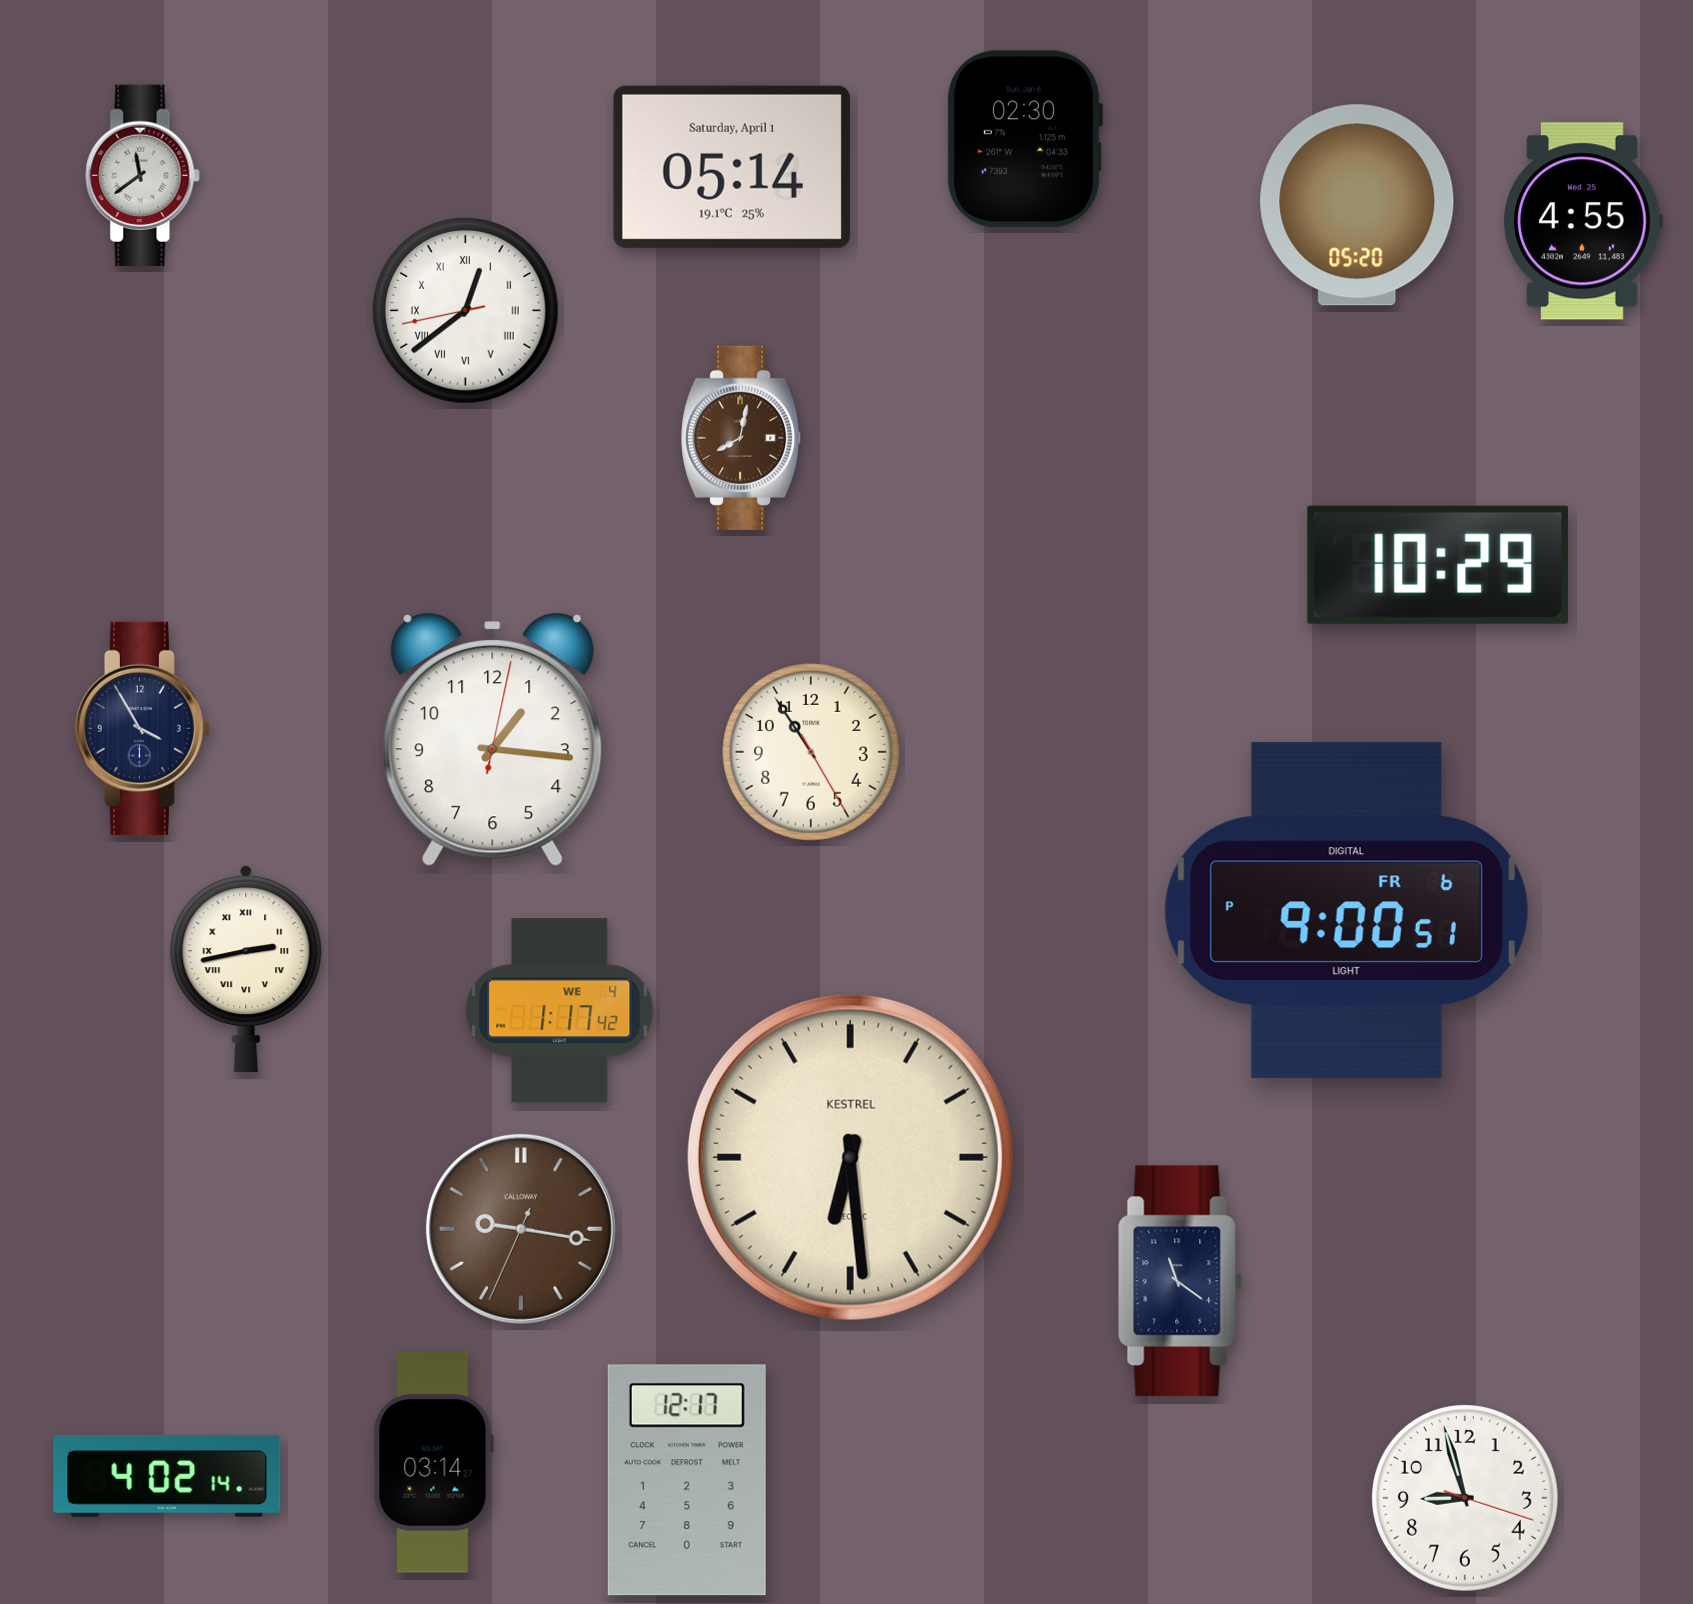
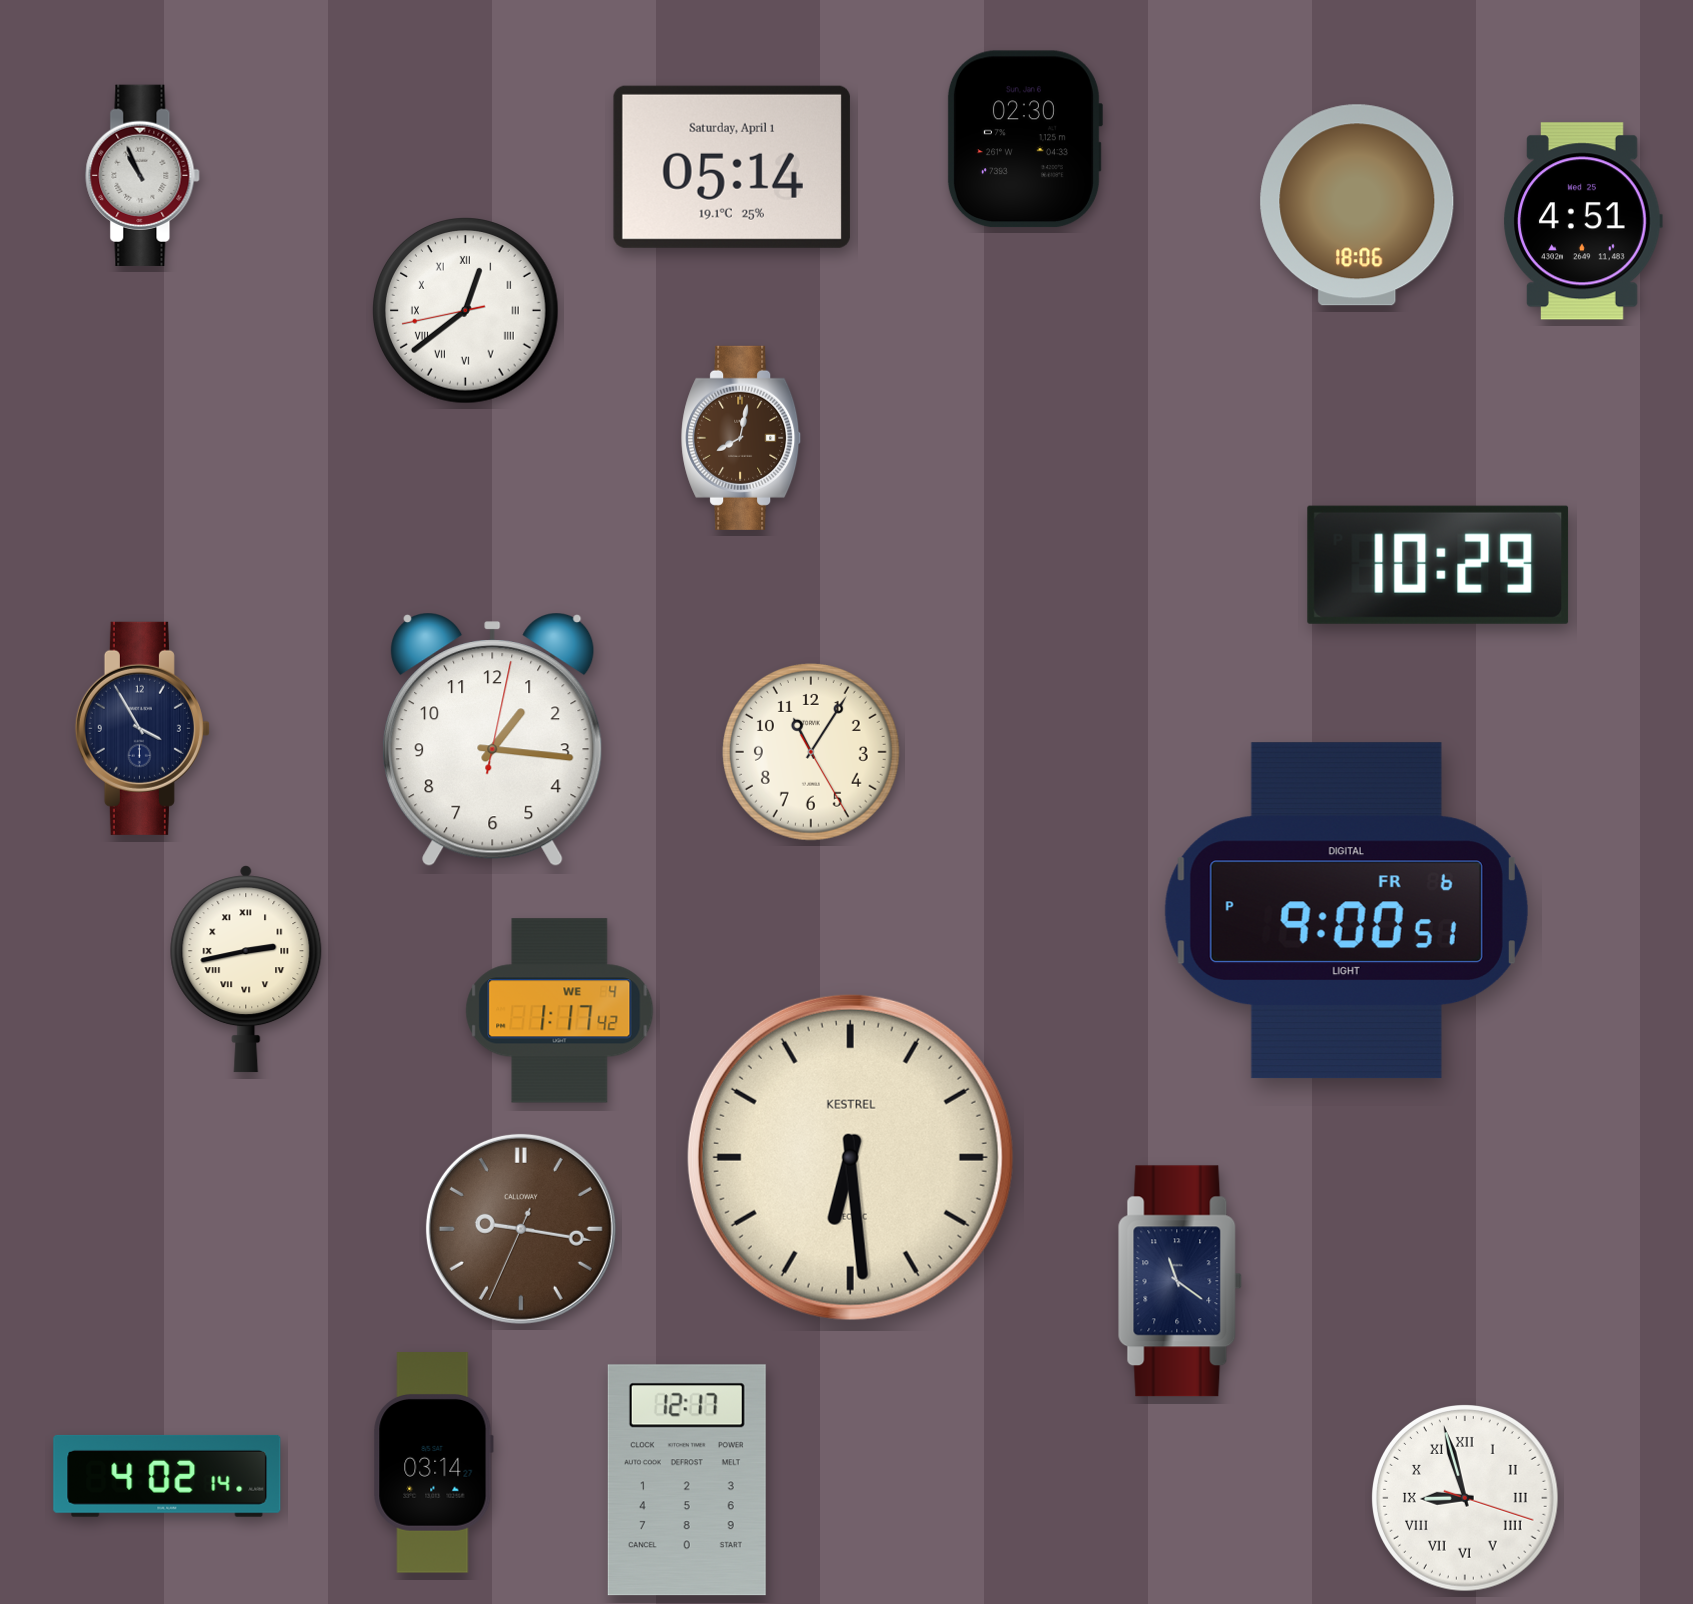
clock at (143, 175): 11:39 -> 10:56
clock at (1357, 205): 05:20 -> 18:06
clock at (1583, 221): 4:55 -> 4:51
clock at (812, 753): 10:54 -> 11:05
clock at (1465, 1498) numerals: Arabic -> Roman
